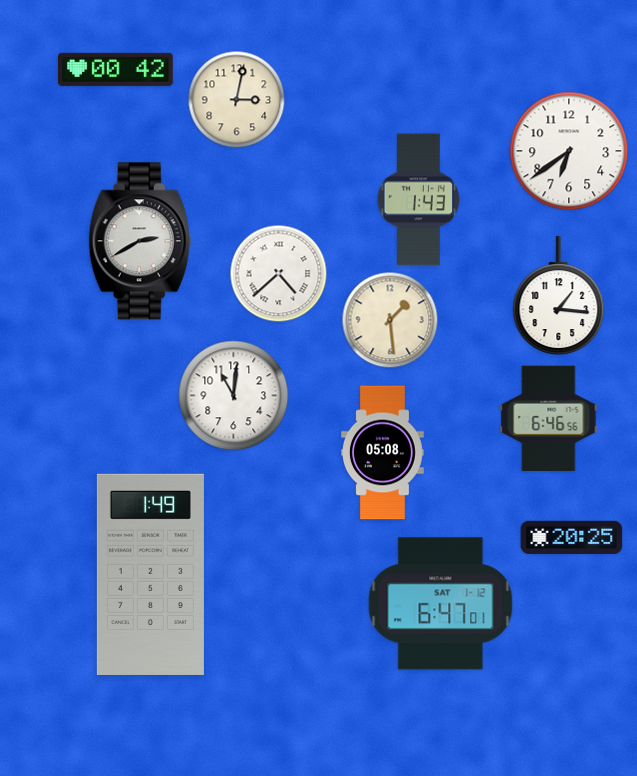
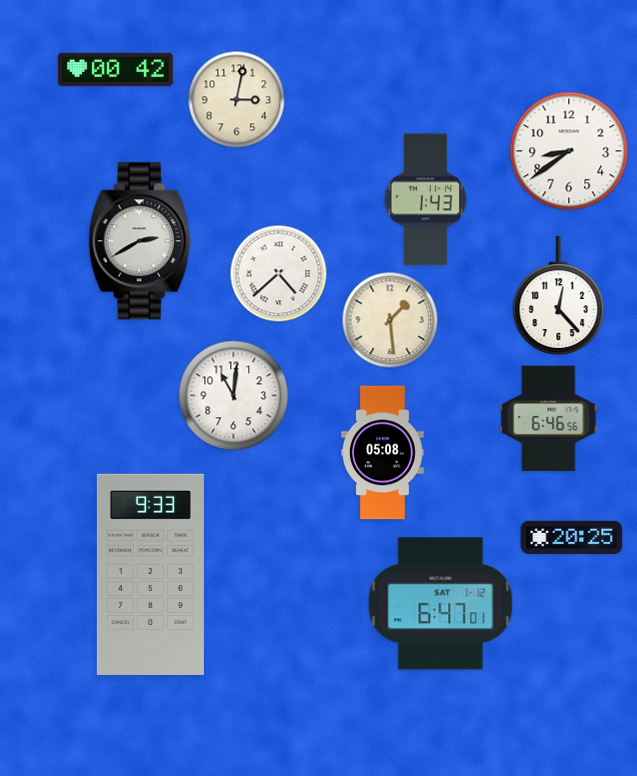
clock at (569, 151): 6:39 -> 8:39
clock at (418, 200) position: (418, 200) -> (425, 200)
clock at (559, 295): 1:16 -> 12:23
clock at (150, 574): 1:49 -> 9:33
